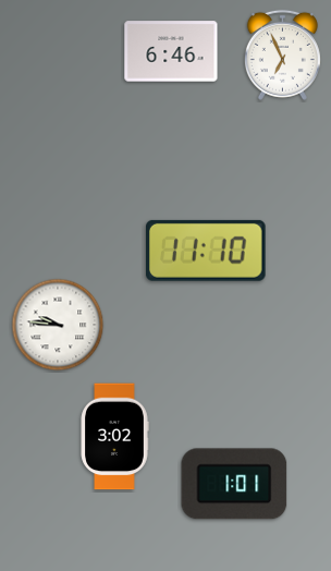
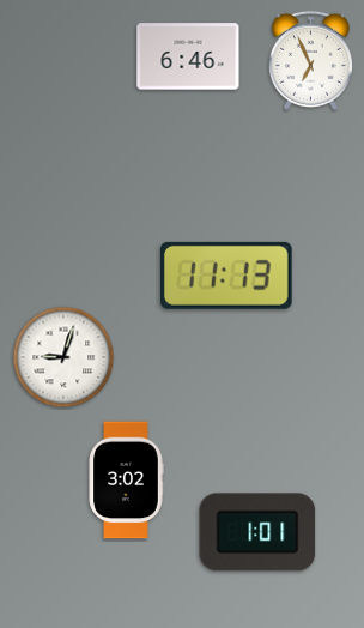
clock at (207, 251): 11:10 -> 11:13
clock at (58, 325): 9:46 -> 9:03
